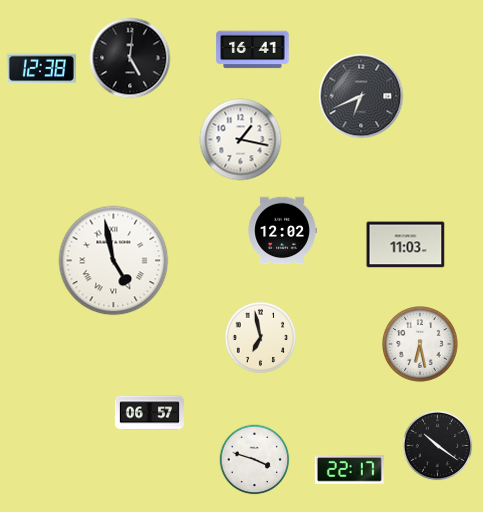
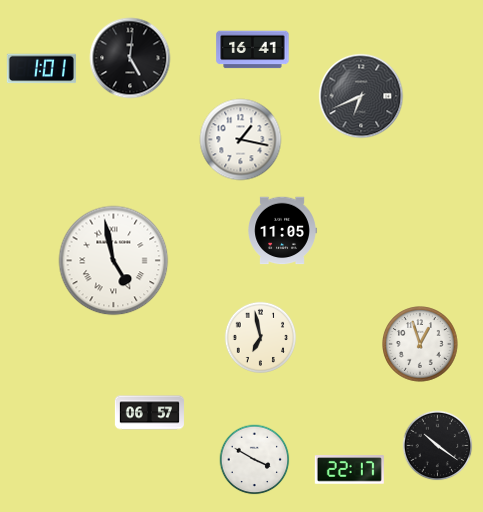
clock at (41, 69): 12:38 -> 1:01
clock at (282, 231): 12:02 -> 11:05
clock at (406, 245): 11:03 -> none
clock at (420, 344): 6:28 -> 12:57
clock at (255, 460): 3:48 -> 3:50
